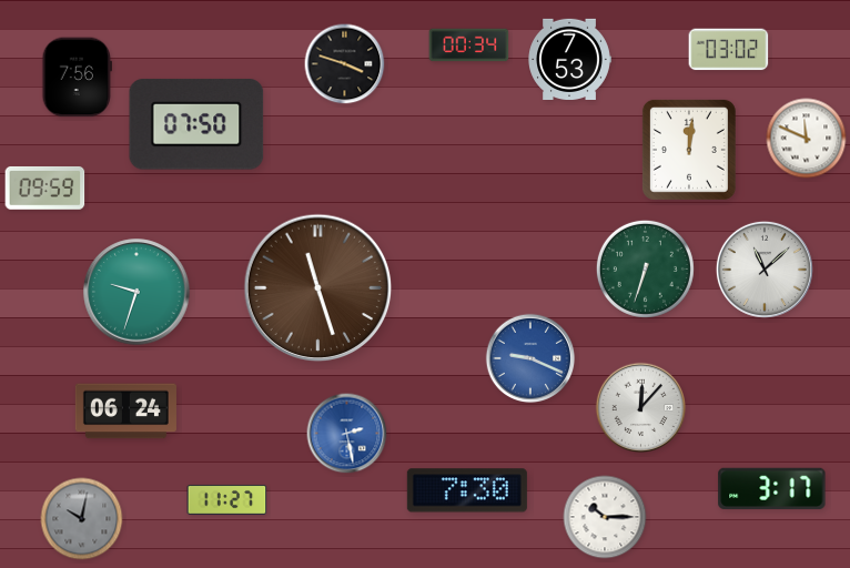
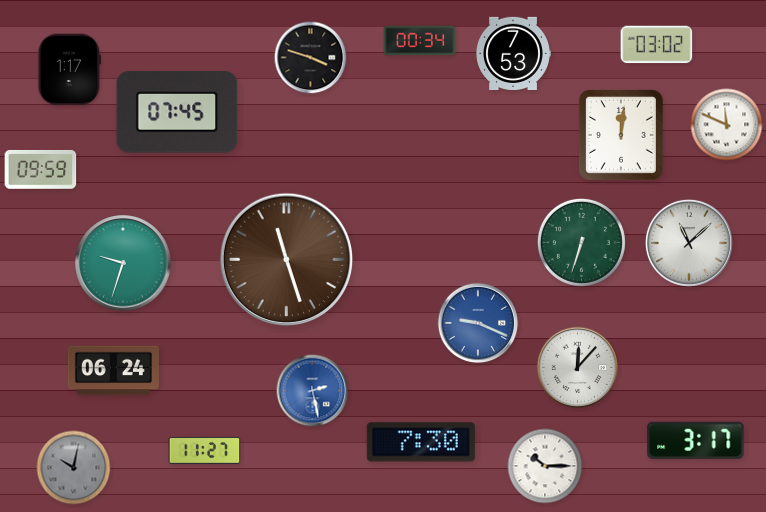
clock at (469, 45) position: (469, 45) -> (420, 41)
clock at (77, 78): 7:56 -> 1:17
clock at (196, 124): 07:50 -> 07:45
